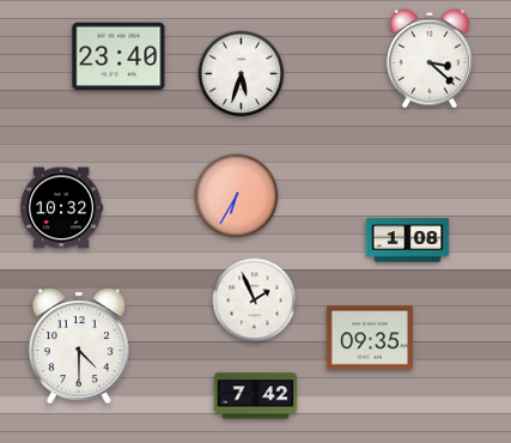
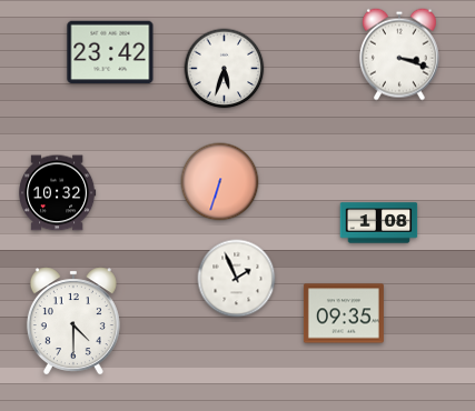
clock at (118, 56): 23:40 -> 23:42
clock at (430, 59): 3:22 -> 3:18
clock at (237, 196): 6:35 -> 6:33
clock at (256, 396): 7:42 -> none
